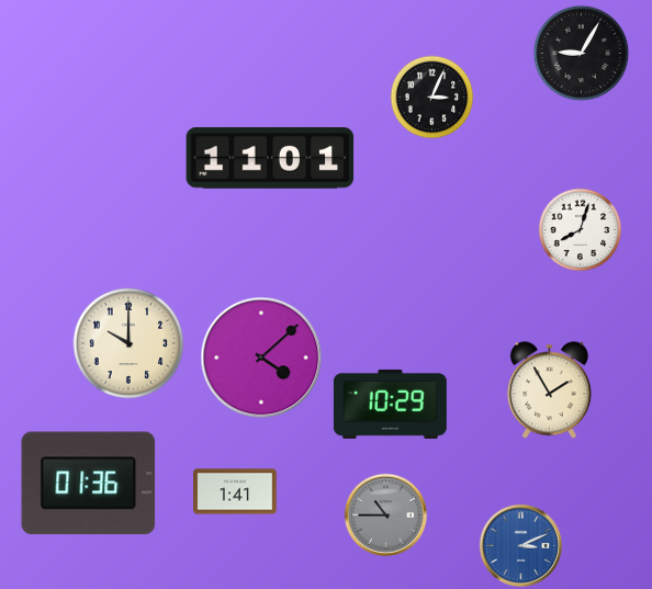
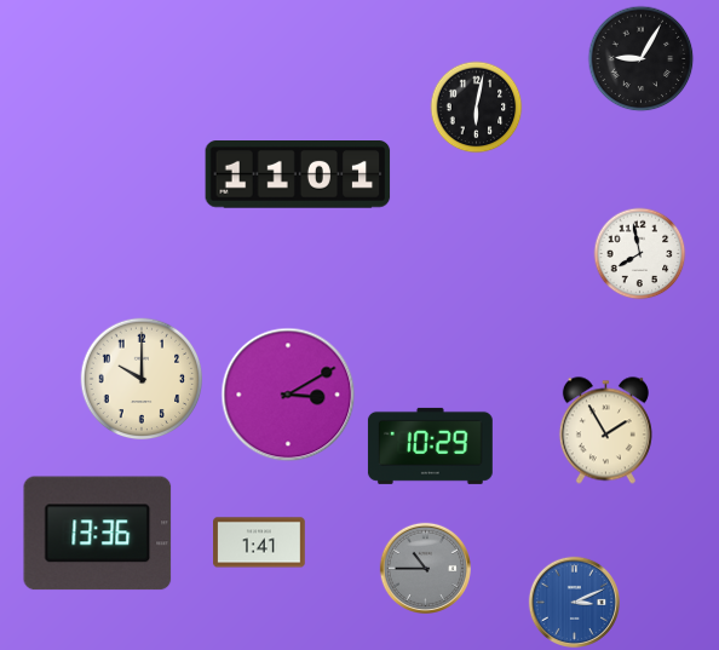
clock at (432, 98): 3:04 -> 6:02
clock at (581, 230): 8:03 -> 7:58
clock at (261, 358): 4:08 -> 3:10
clock at (89, 484): 01:36 -> 13:36
